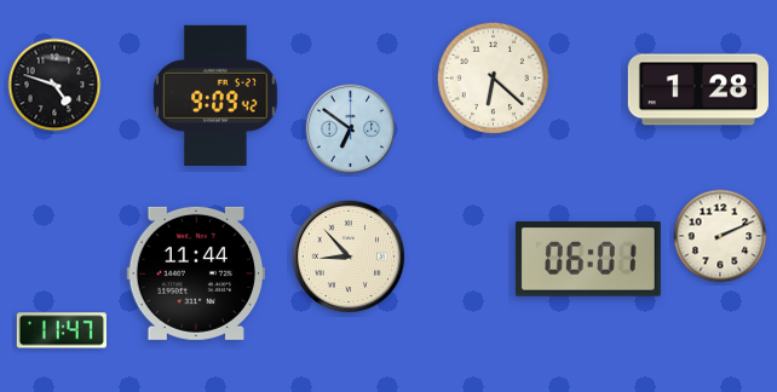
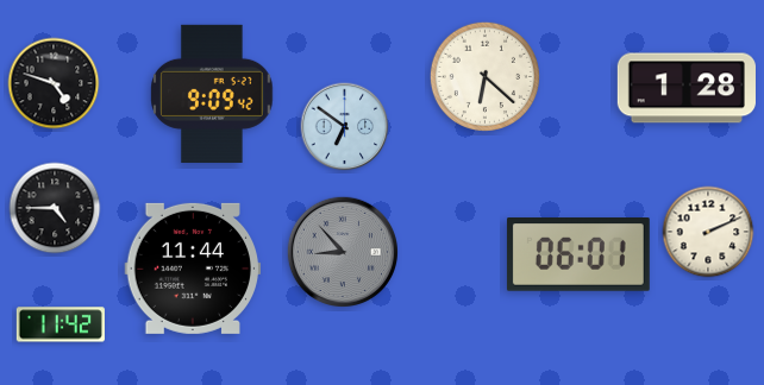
clock at (55, 208): none -> 4:45
clock at (347, 255) dial: cream -> grey
clock at (62, 330): 11:47 -> 11:42
